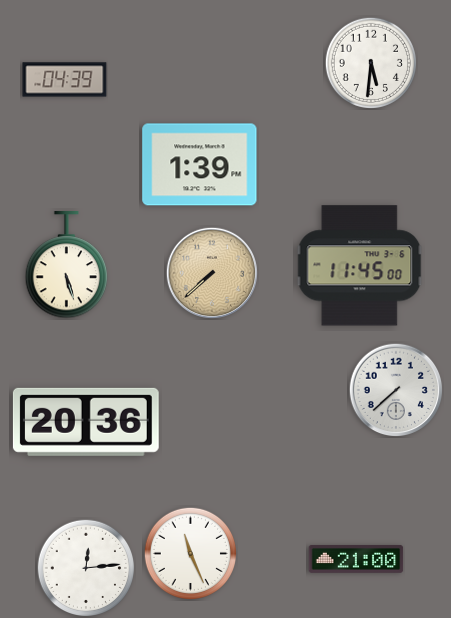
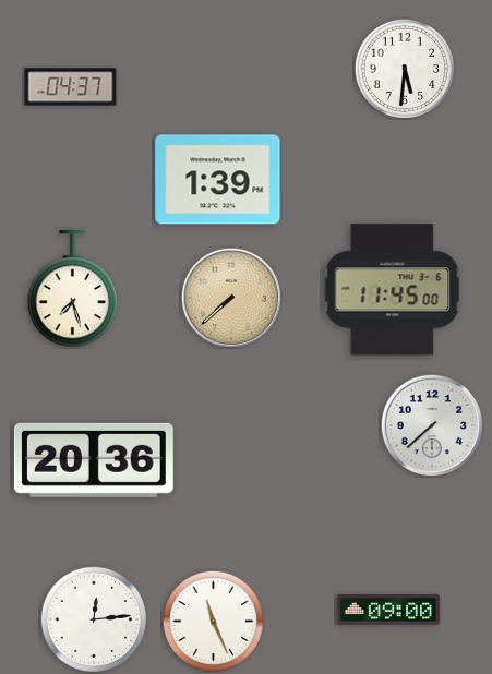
clock at (65, 80): 04:39 -> 04:37
clock at (67, 265): 5:27 -> 7:27
clock at (190, 553) position: (190, 553) -> (213, 621)
clock at (356, 559): 21:00 -> 09:00
